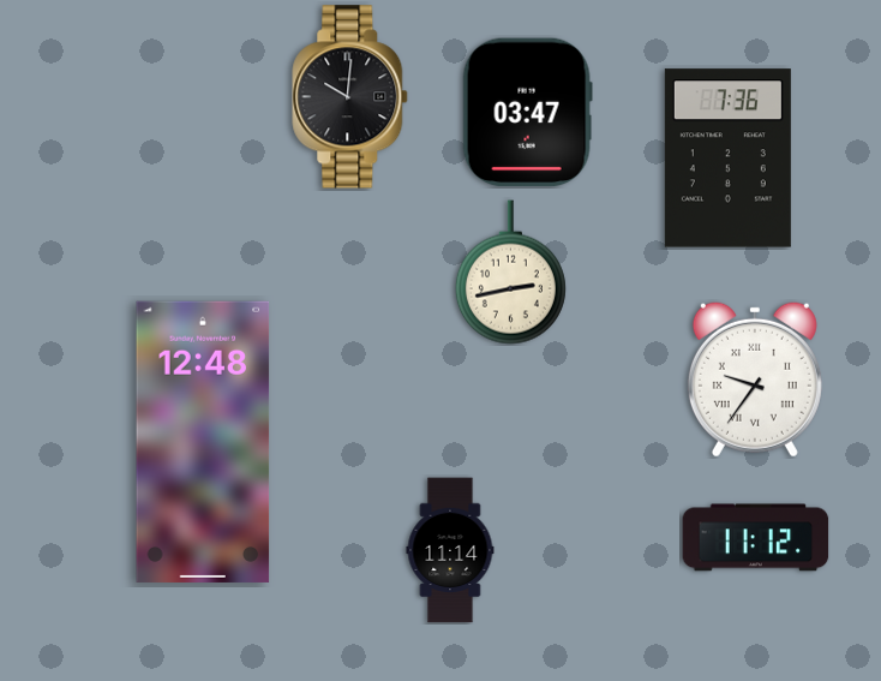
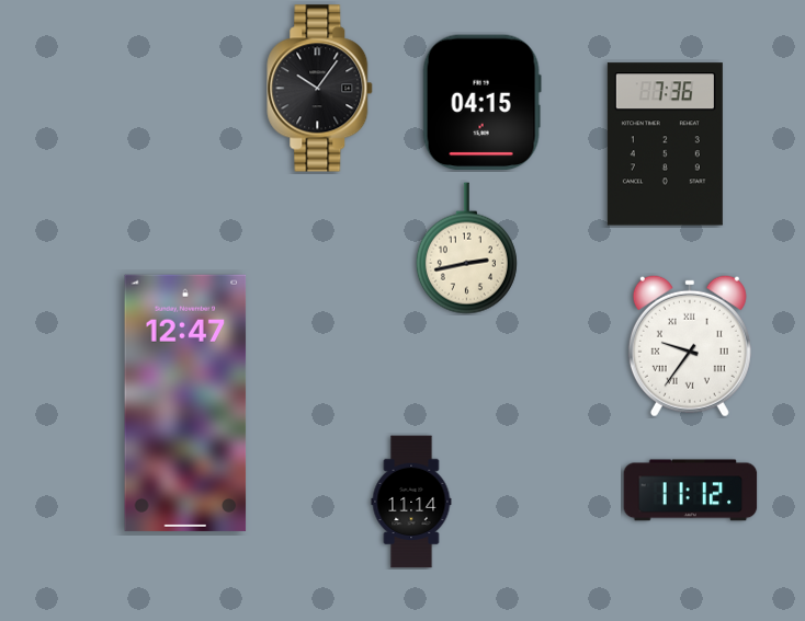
clock at (350, 97): 10:01 -> 10:06
clock at (527, 113): 03:47 -> 04:15
clock at (203, 442): 12:48 -> 12:47
